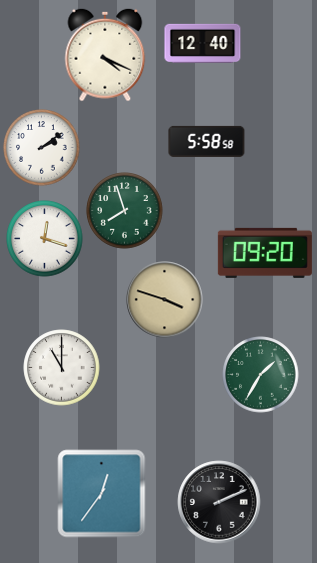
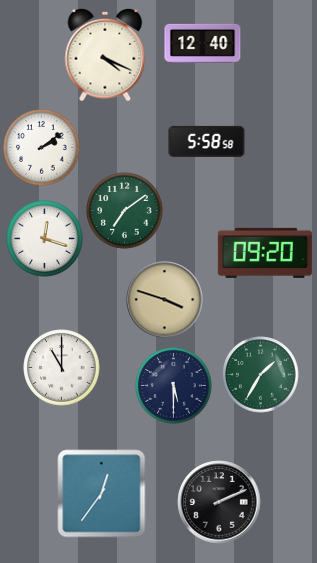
clock at (125, 211): 7:57 -> 7:09
clock at (174, 386): none -> 5:30
